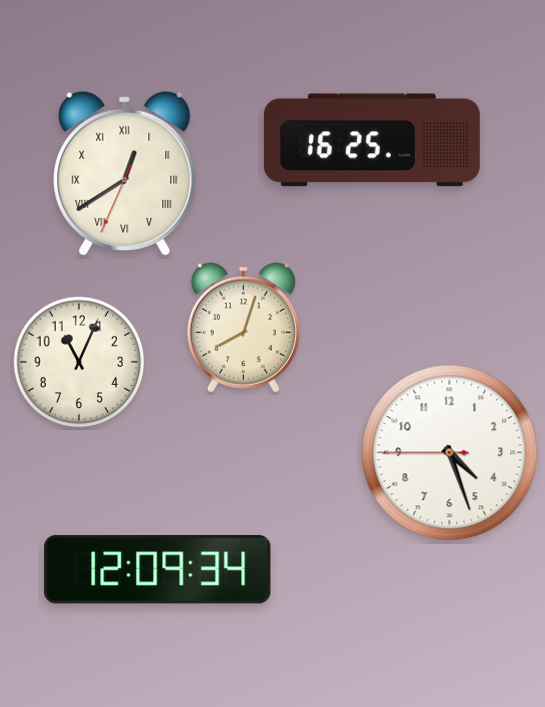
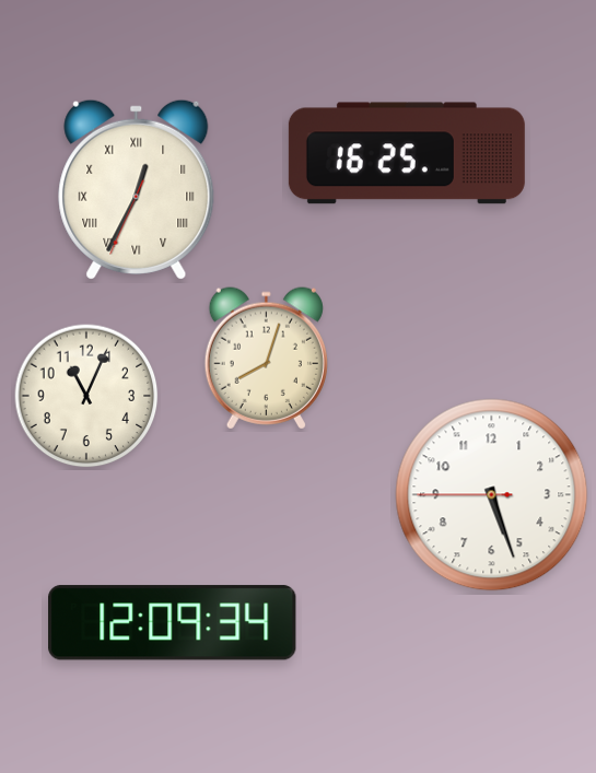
clock at (125, 173): 12:39 -> 12:34
clock at (450, 453): 4:26 -> 5:26
